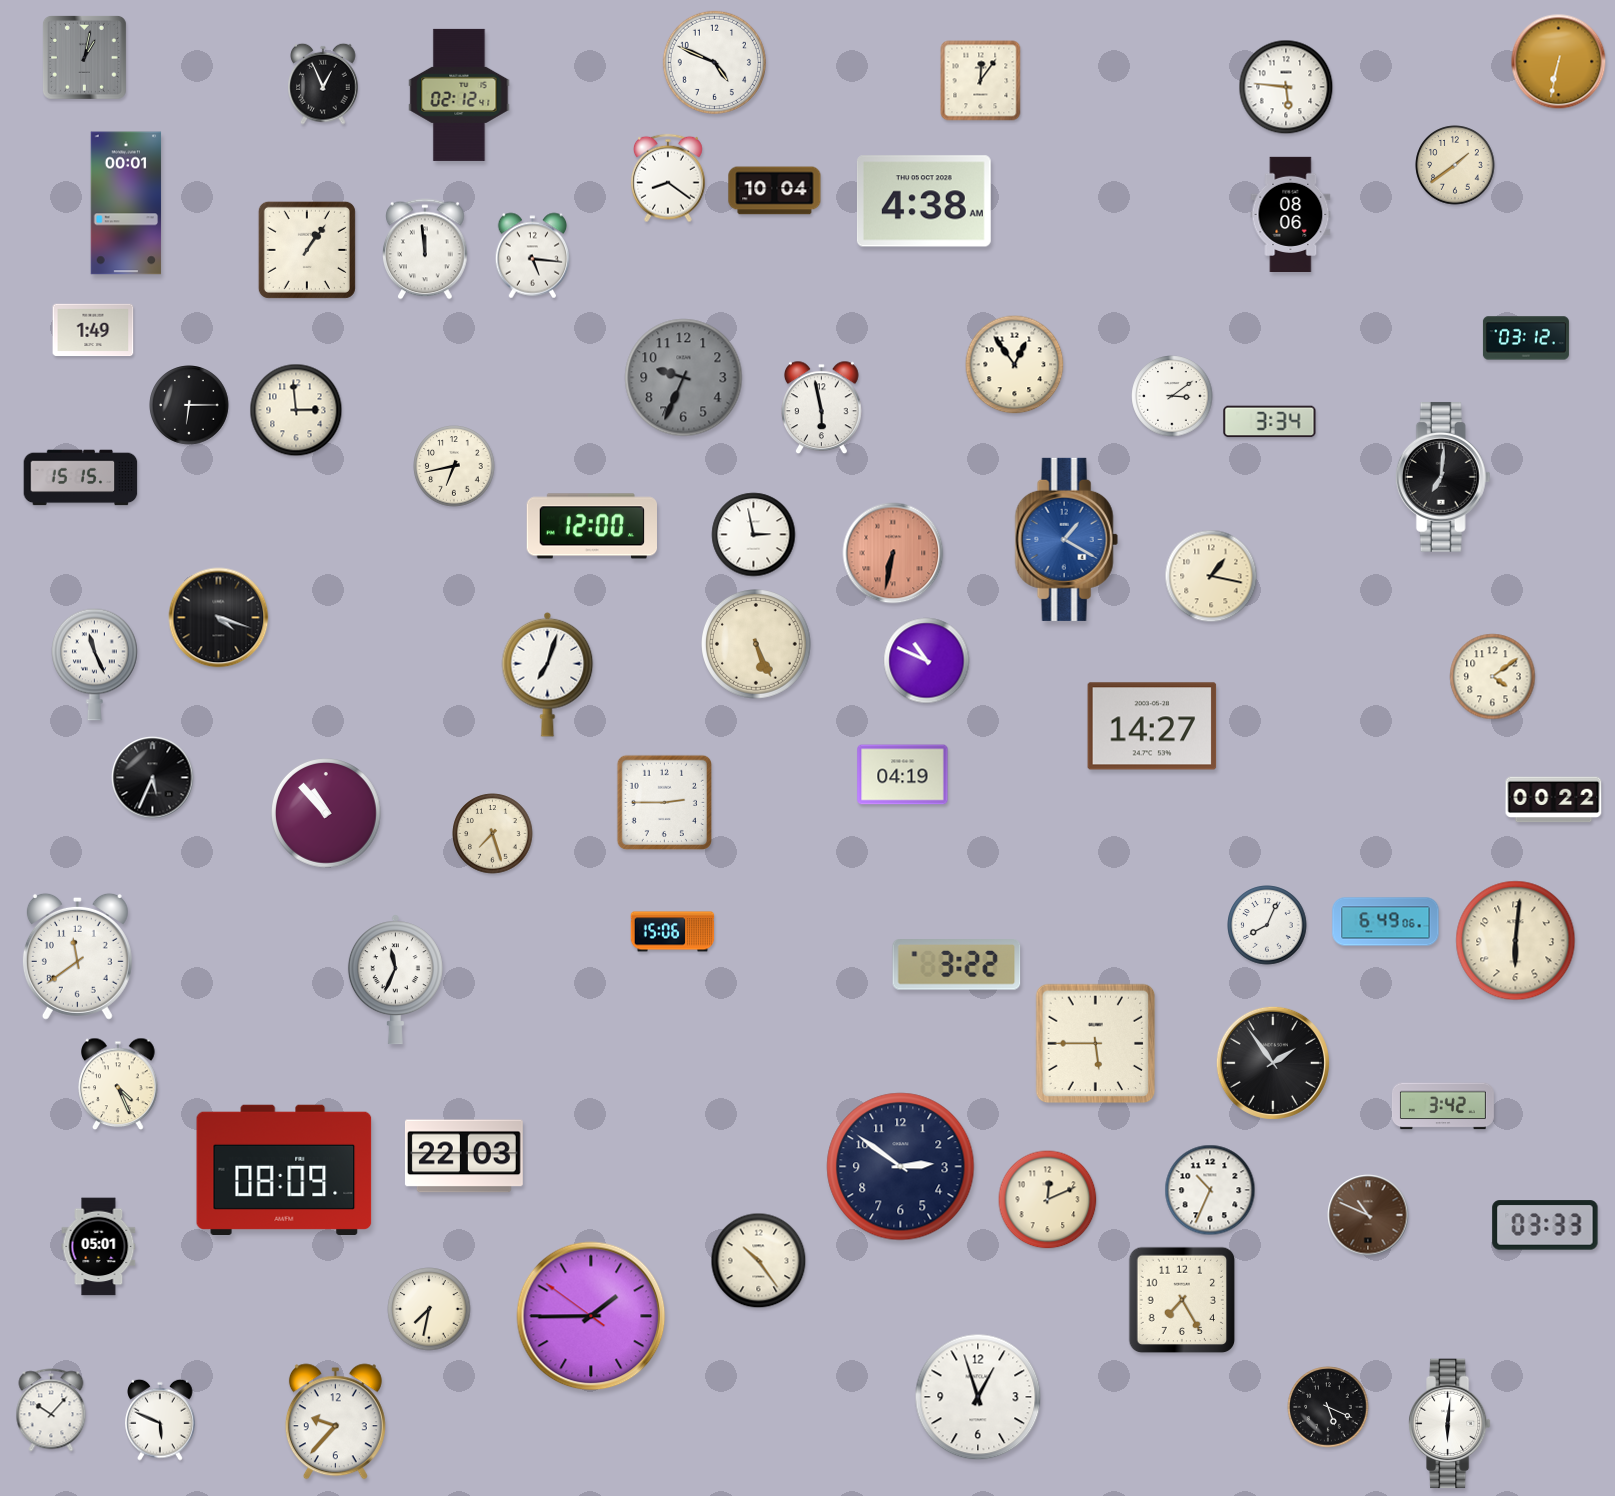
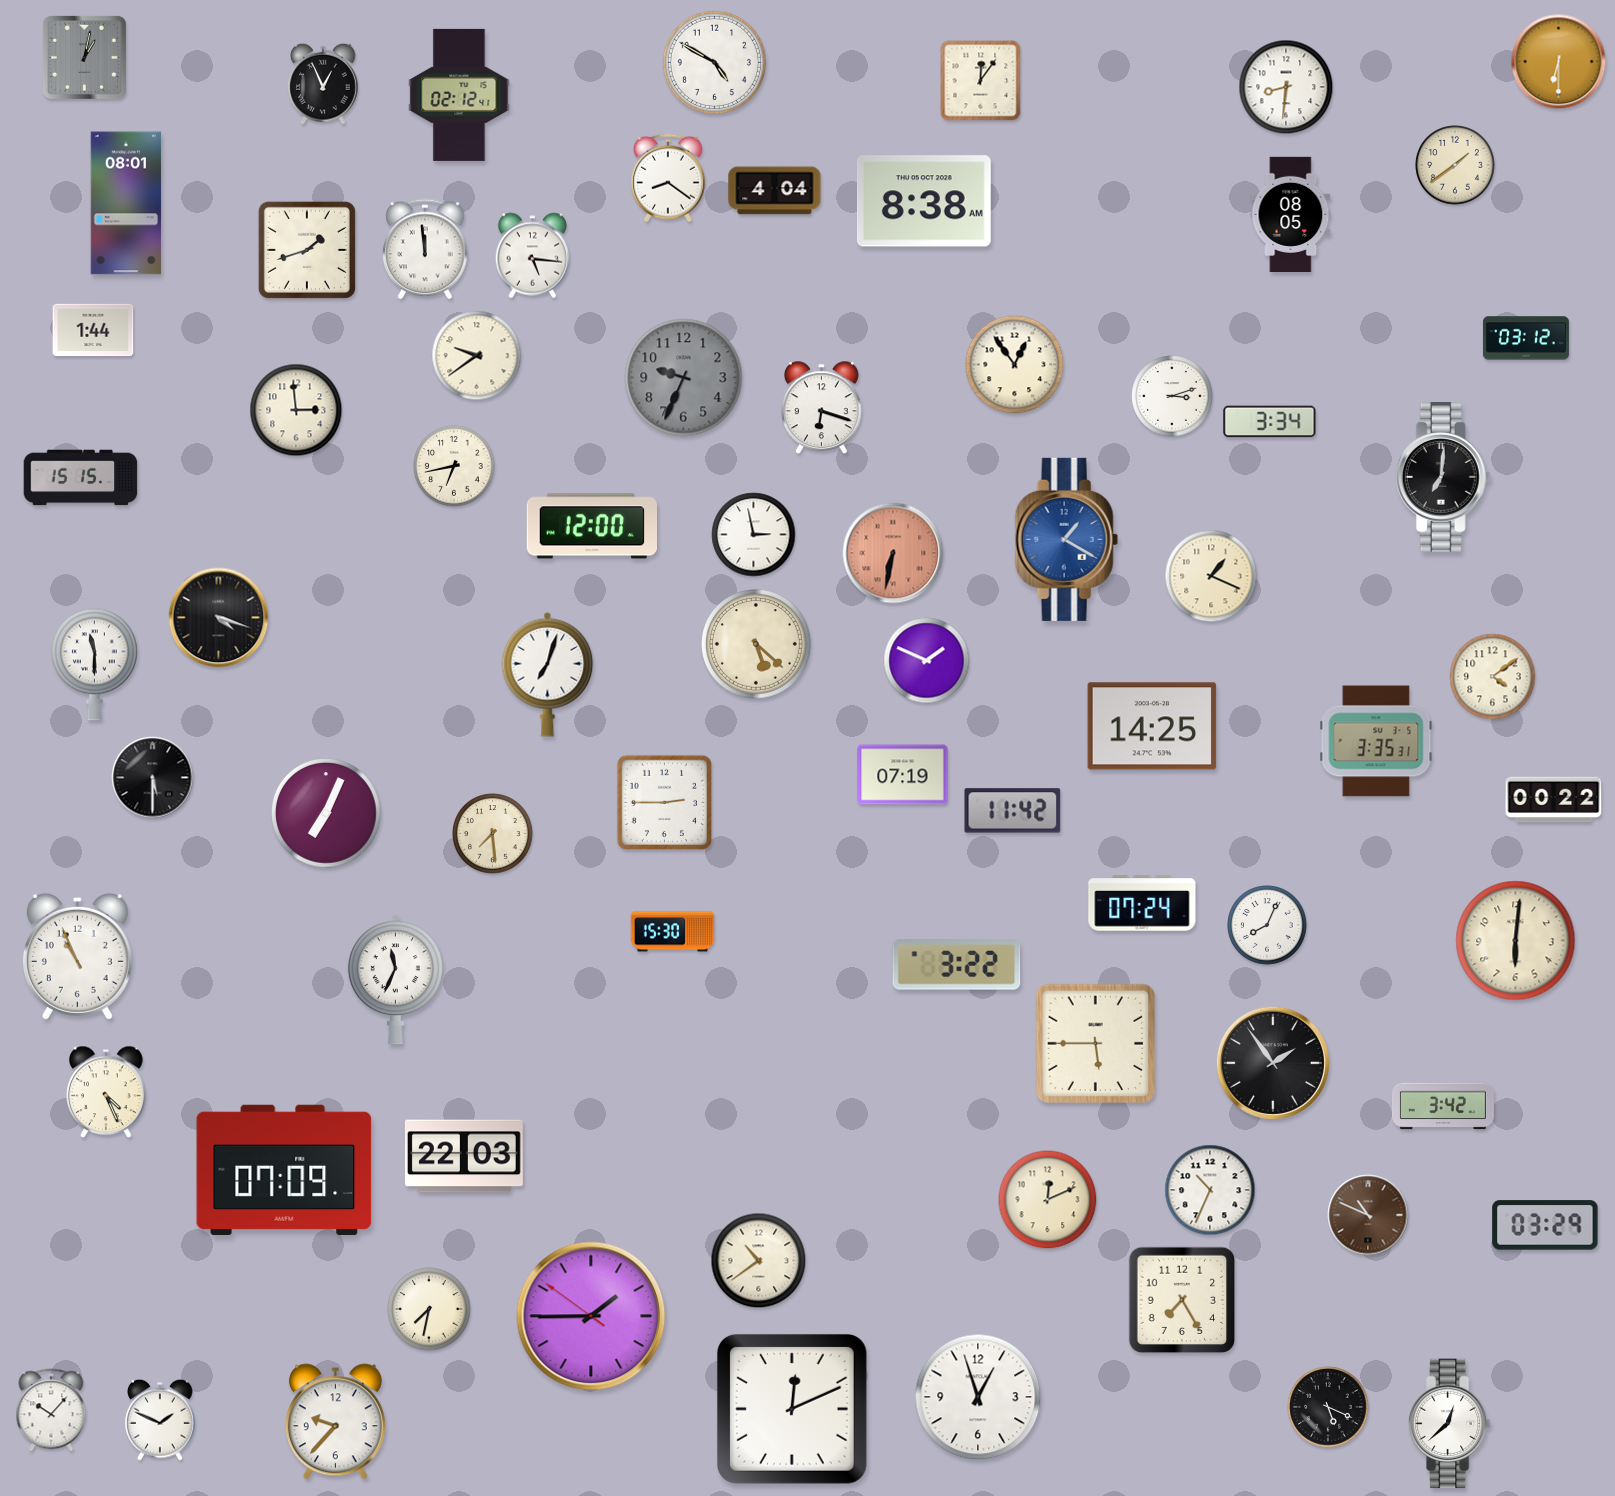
clock at (714, 62): 4:49 -> 4:50
clock at (1559, 62): 6:32 -> 6:30
clock at (1286, 87): 5:46 -> 8:31
clock at (775, 191): 10:04 -> 4:04
clock at (924, 201): 4:38 -> 8:38
clock at (126, 203): 00:01 -> 08:01
clock at (1291, 214): 08:06 -> 08:05
clock at (307, 250): 1:06 -> 1:42
clock at (93, 330): 1:49 -> 1:44
clock at (477, 356): none -> 9:39
clock at (1172, 396): 3:09 -> 3:12
clock at (189, 405): 6:15 -> none
clock at (822, 408): 5:58 -> 6:18
clock at (1211, 576): 1:17 -> 1:19
clock at (757, 645): 5:26 -> 5:22
clock at (927, 661): 10:49 -> 1:49
clock at (95, 664): 11:26 -> 11:30
clock at (1152, 726): 14:27 -> 14:25
clock at (1376, 741): none -> 3:35
clock at (903, 775): 04:19 -> 07:19
clock at (153, 778): 5:34 -> 5:30
clock at (1013, 811): none -> 11:42
clock at (327, 814): 10:53 -> 7:04
clock at (493, 834): 7:27 -> 7:29
clock at (1142, 903): none -> 07:24
clock at (1386, 922): 6:49 -> none
clock at (673, 932): 15:06 -> 15:30
clock at (77, 956): 11:39 -> 10:56
clock at (118, 1084) position: (118, 1084) -> (106, 1092)
clock at (901, 1167): 2:51 -> none
clock at (284, 1169): 08:09 -> 07:09
clock at (1545, 1225): 03:33 -> 03:29
clock at (99, 1247): 05:01 -> none
clock at (759, 1261): 10:24 -> 10:39
clock at (792, 1409): none -> 12:11
clock at (160, 1420): 5:49 -> 1:49
clock at (1450, 1424): 6:01 -> 12:38
